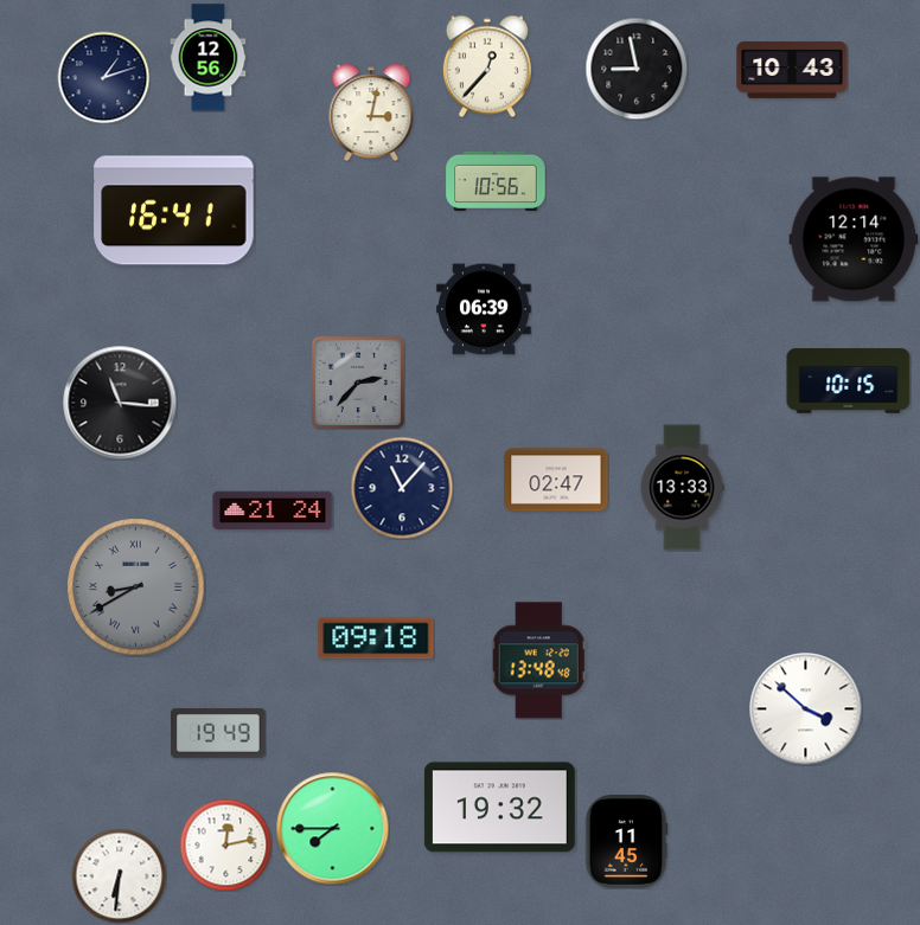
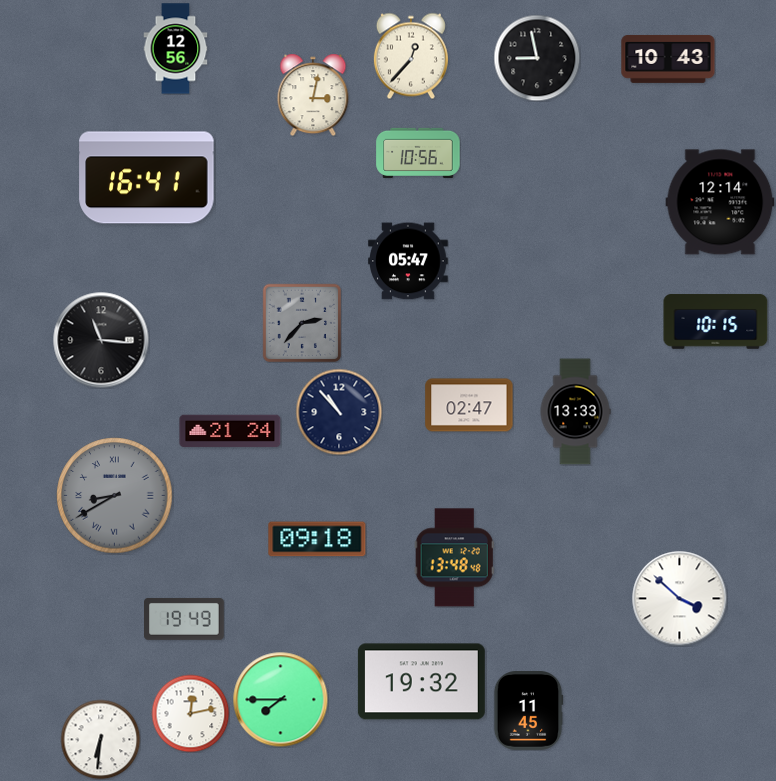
clock at (103, 77): 1:12 -> none
clock at (485, 309): 06:39 -> 05:47
clock at (402, 488): 11:07 -> 10:53
